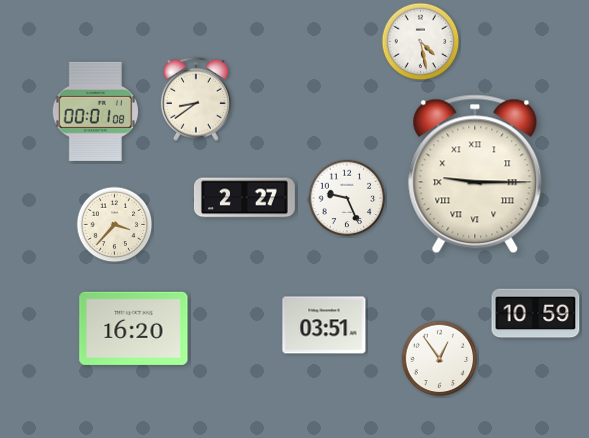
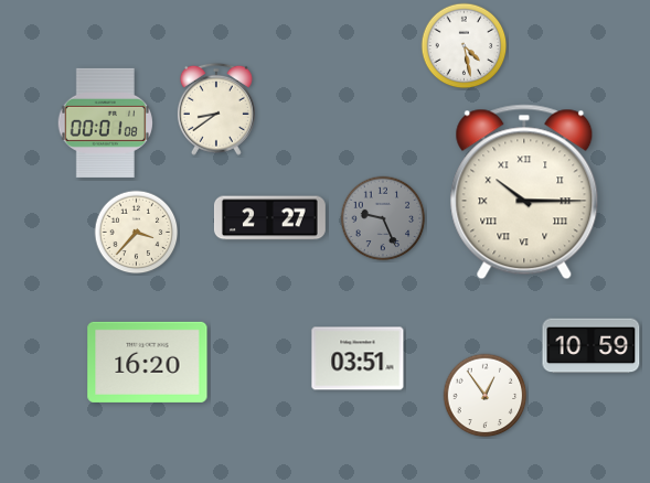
clock at (475, 174): 9:15 -> 10:15
clock at (347, 198) dial: white -> grey
clock at (115, 225) position: (115, 225) -> (137, 233)
